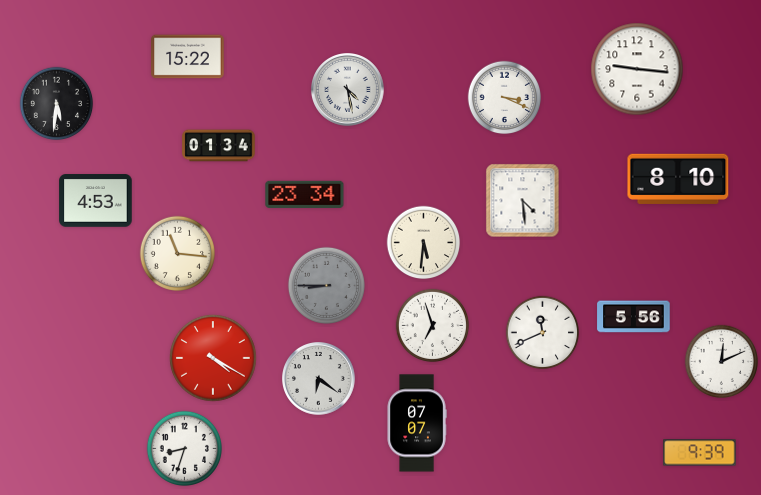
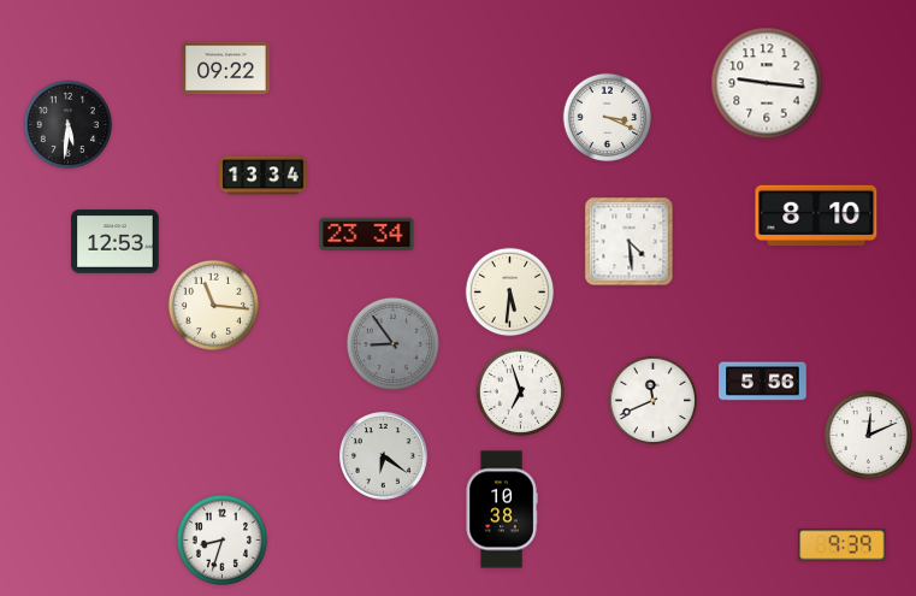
clock at (188, 57): 15:22 -> 09:22
clock at (348, 90): 4:28 -> none
clock at (219, 146): 01:34 -> 13:34
clock at (96, 201): 4:53 -> 12:53
clock at (326, 285): 8:45 -> 8:54
clock at (213, 358): 4:20 -> none
clock at (417, 423): 07:07 -> 10:38
